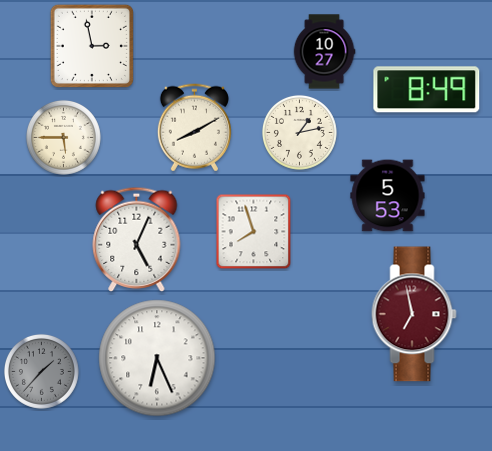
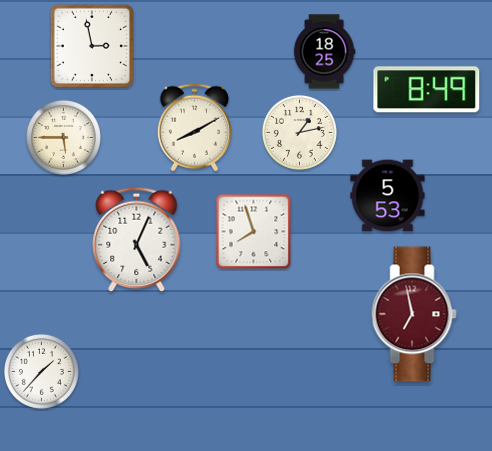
clock at (324, 52): 10:27 -> 18:25
clock at (157, 358): 6:26 -> none
clock at (41, 371) dial: grey -> white
